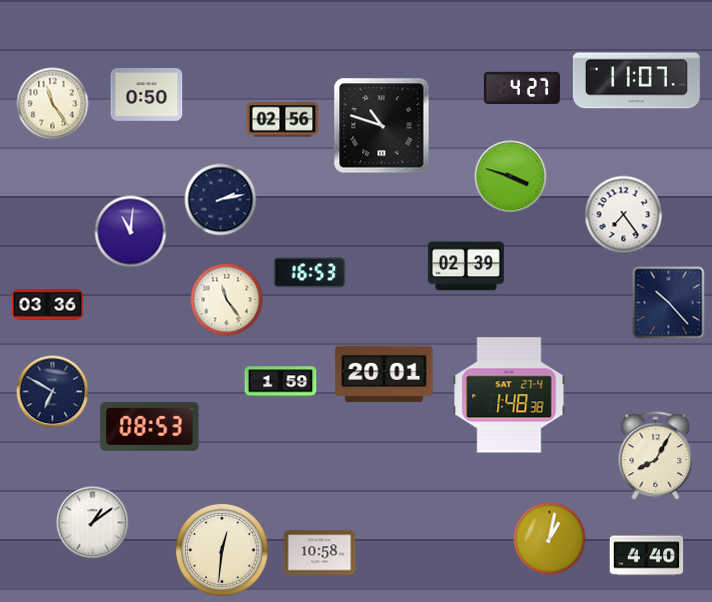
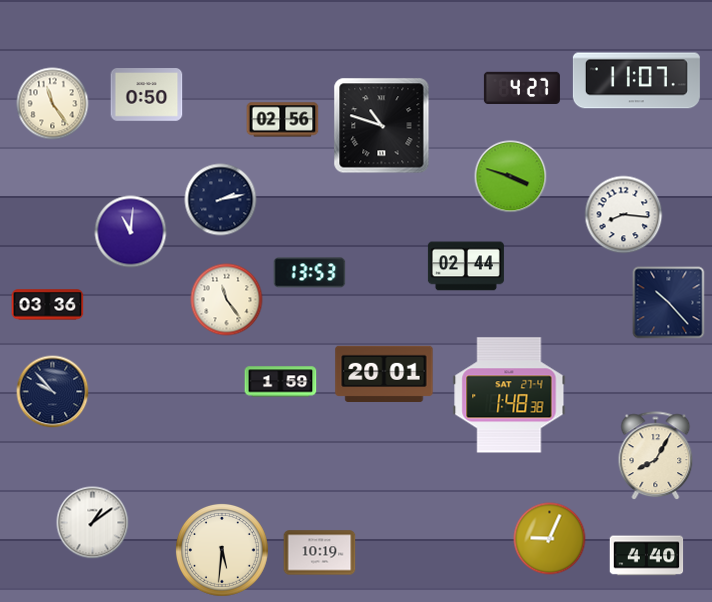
clock at (624, 215): 7:24 -> 8:16
clock at (466, 266): 02:39 -> 02:44
clock at (310, 273): 16:53 -> 13:53
clock at (53, 392): 6:50 -> 9:53
clock at (150, 426): 08:53 -> none
clock at (550, 539): 1:02 -> 9:04
clock at (223, 551): 12:31 -> 5:31
clock at (320, 553): 10:58 -> 10:19
